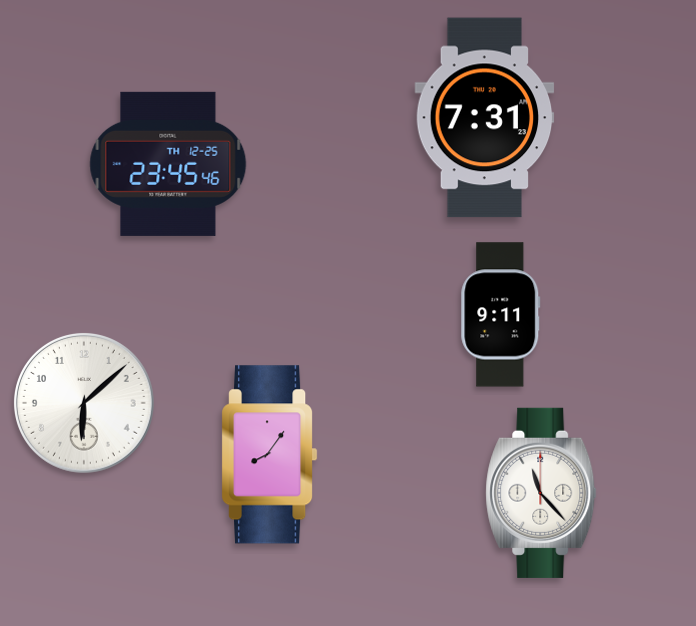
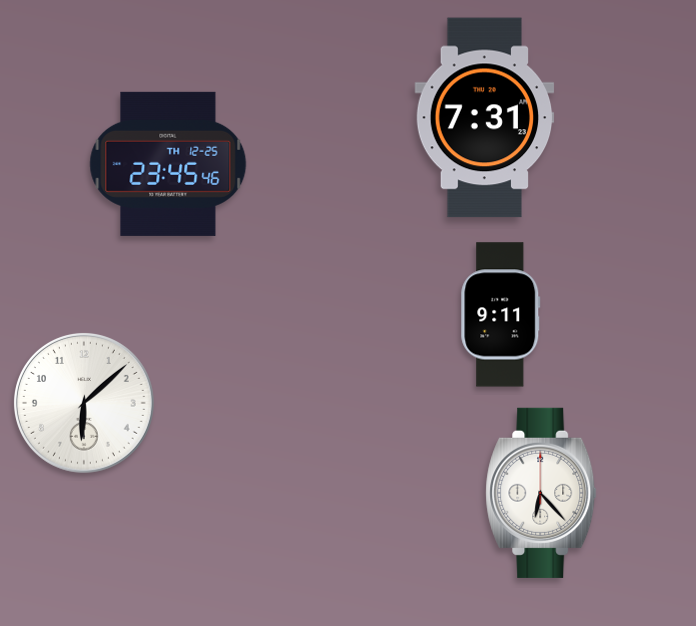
clock at (270, 455): 8:06 -> none
clock at (541, 493): 11:23 -> 6:23
